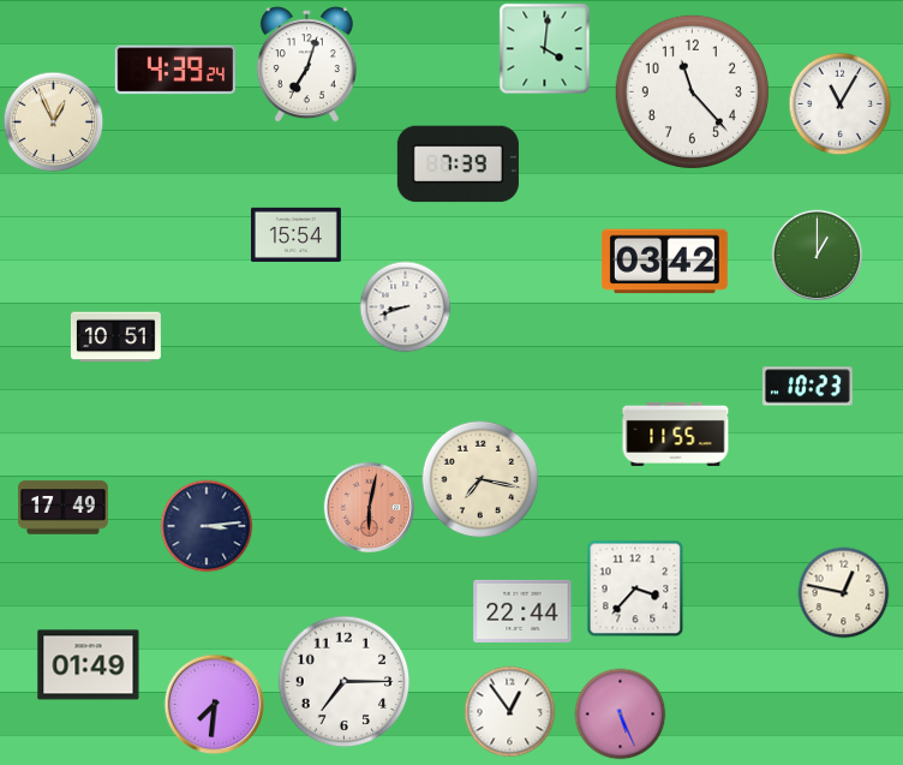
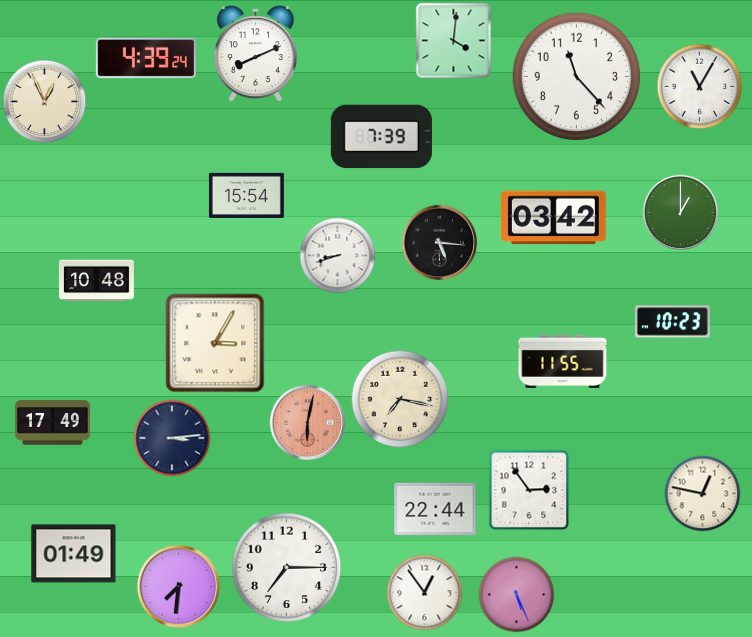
clock at (306, 65): 7:03 -> 8:11
clock at (440, 243): none -> 5:16
clock at (115, 337): 10:51 -> 10:48
clock at (215, 343): none -> 3:05
clock at (635, 588): 3:37 -> 2:54
